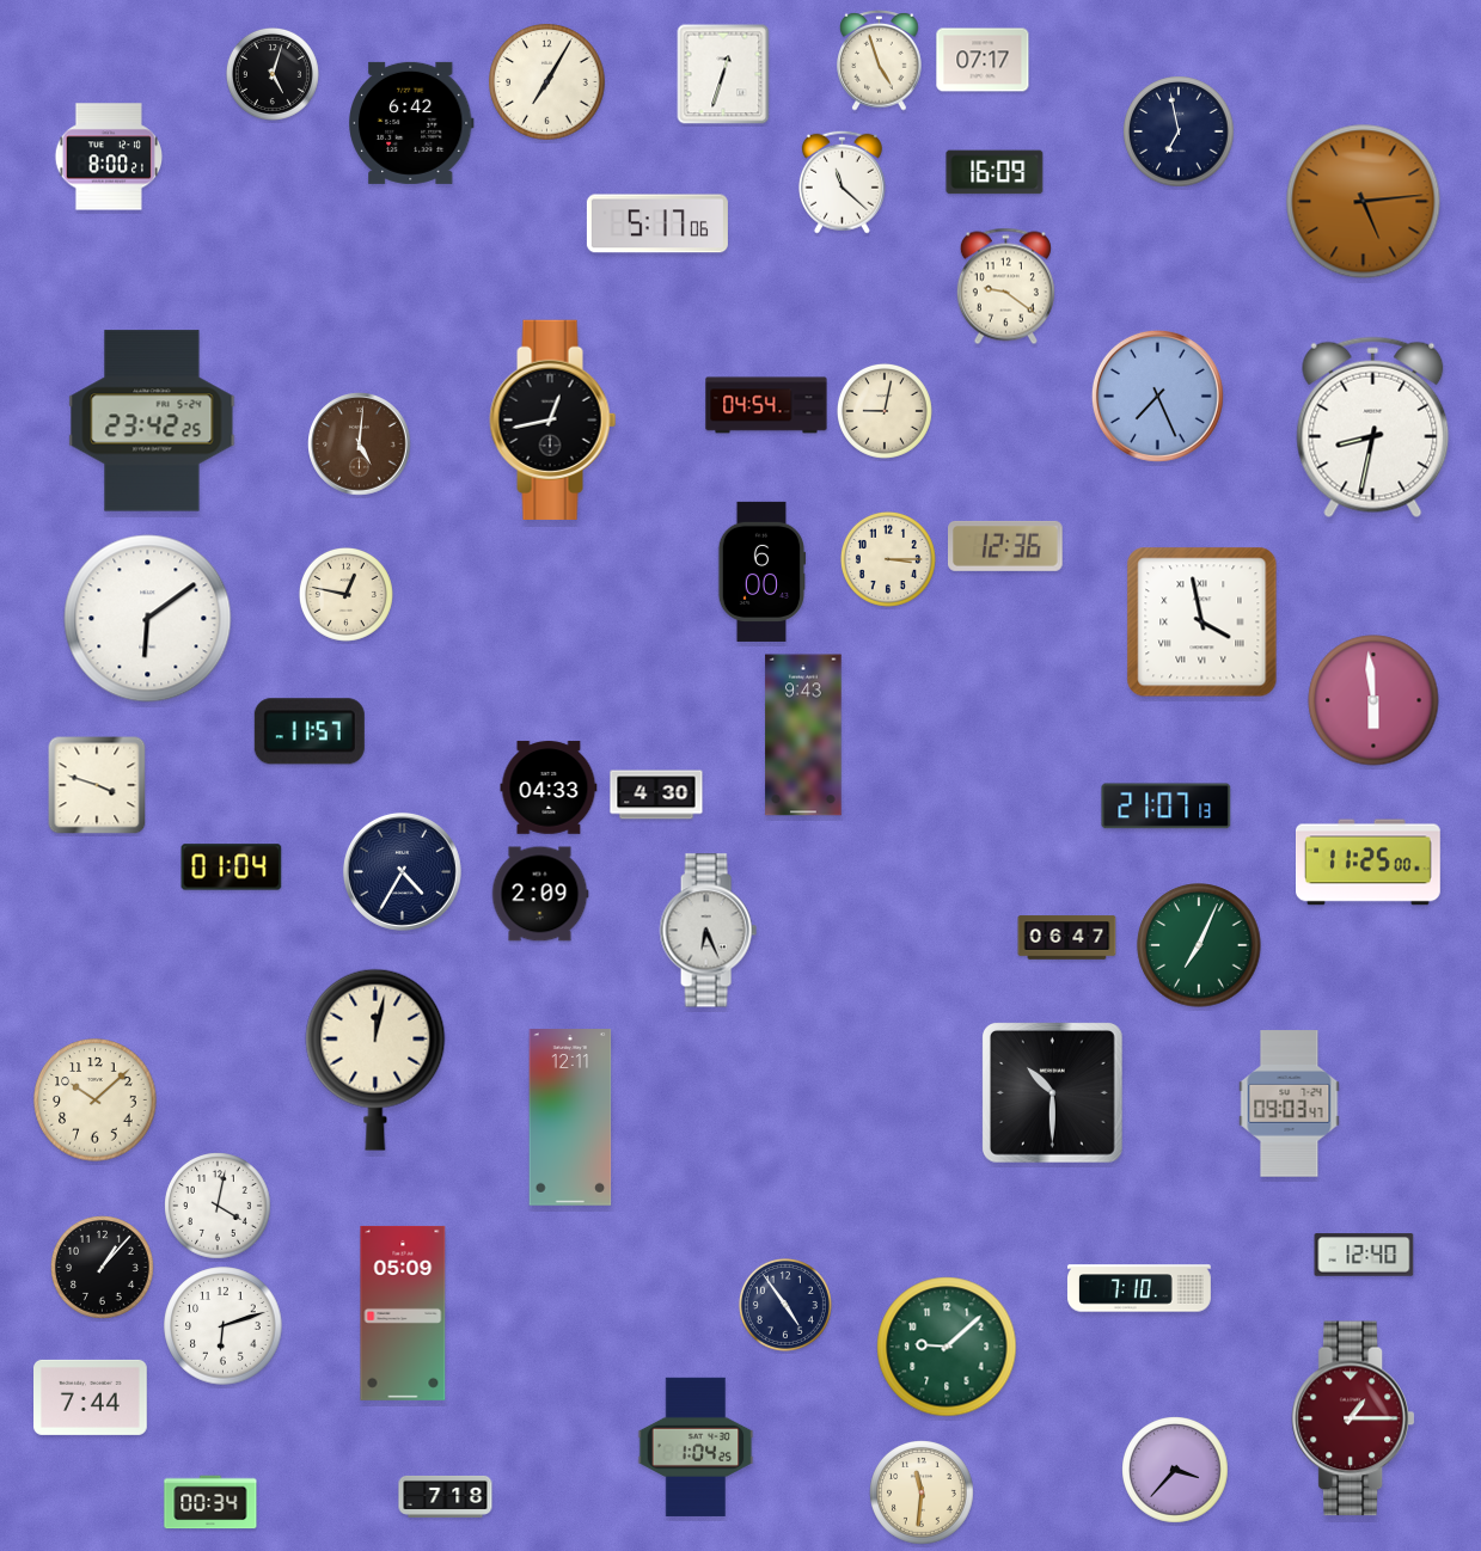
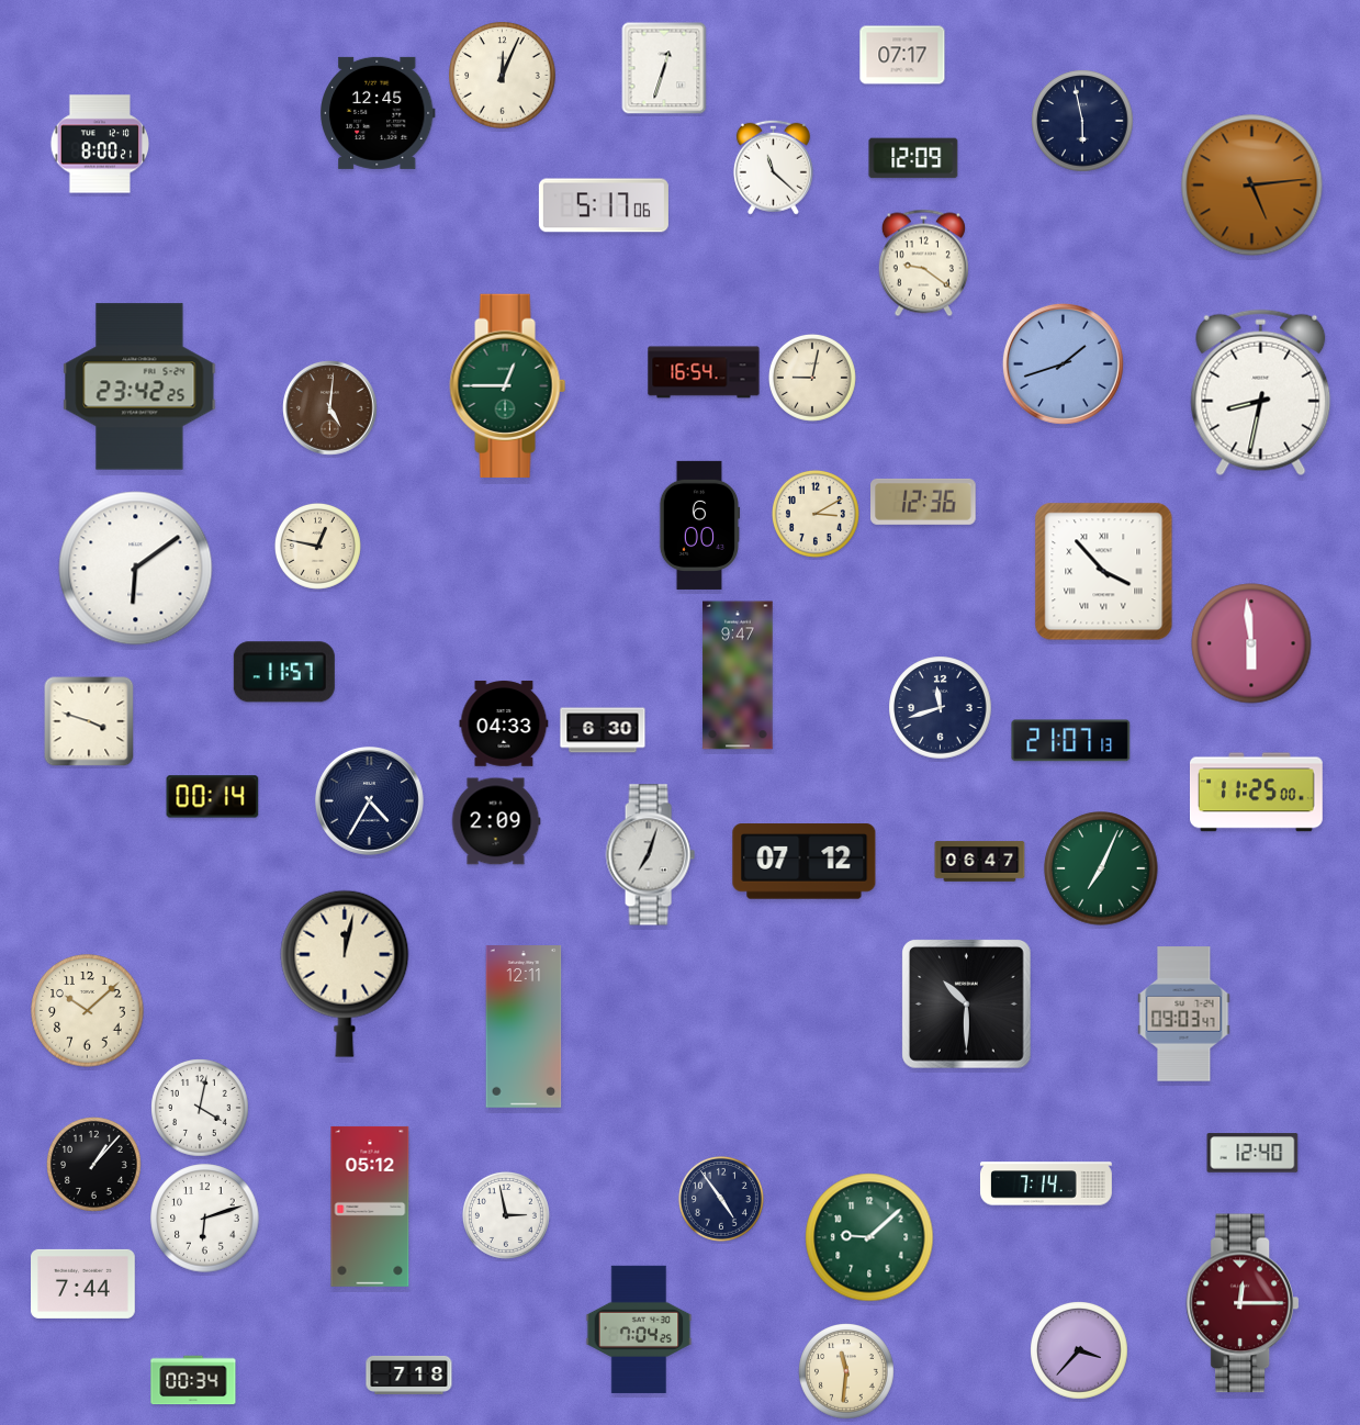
clock at (880, 61): 4:57 -> none
clock at (273, 74): 5:03 -> none
clock at (547, 82): 7:05 -> 12:04
clock at (412, 123): 6:42 -> 12:45
clock at (1179, 131): 6:58 -> 5:58
clock at (995, 172): 16:09 -> 12:09
clock at (1157, 396): 7:26 -> 1:42
clock at (766, 405): 04:54 -> 16:54
clock at (553, 419): 12:43 -> 12:45
clock at (553, 419) dial: black -> green
clock at (888, 559): 3:15 -> 3:10
clock at (1202, 623): 3:58 -> 3:53
clock at (1373, 700) position: (1373, 700) -> (1251, 643)
clock at (803, 735): 9:43 -> 9:47
clock at (941, 708): none -> 11:42
clock at (656, 795): 4:30 -> 6:30
clock at (232, 868): 01:04 -> 00:14
clock at (708, 931): 6:26 -> 7:03
clock at (805, 862): none -> 07:12
clock at (1139, 1288): 7:10 -> 7:14
clock at (403, 1313): 05:09 -> 05:12
clock at (506, 1215): none -> 2:58
clock at (1352, 1418): 1:15 -> 12:15
clock at (696, 1447): 1:04 -> 7:04
